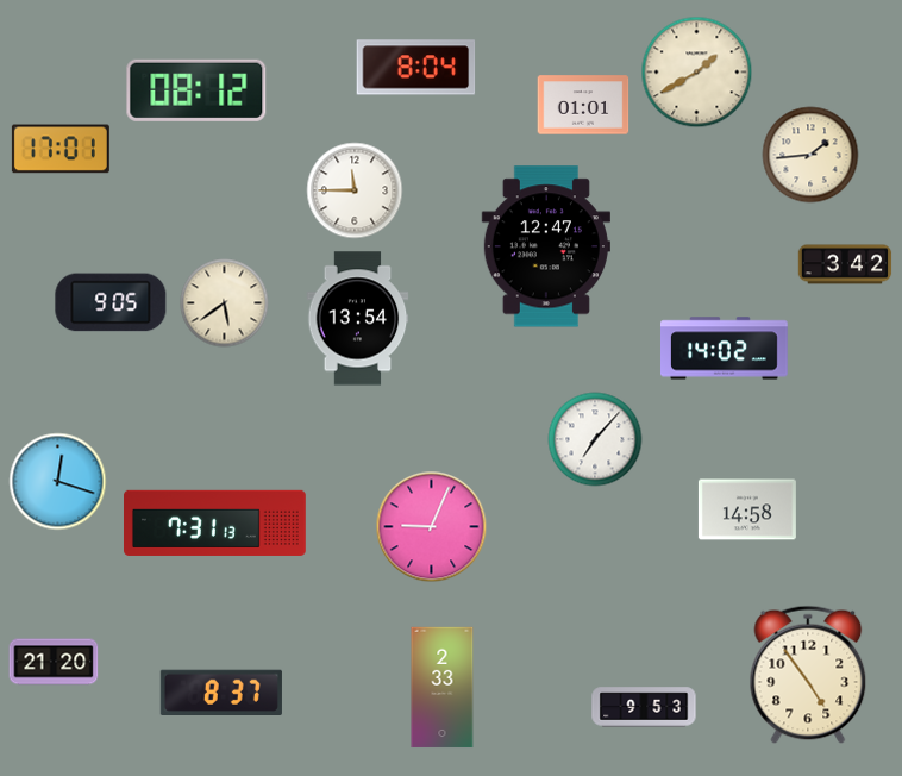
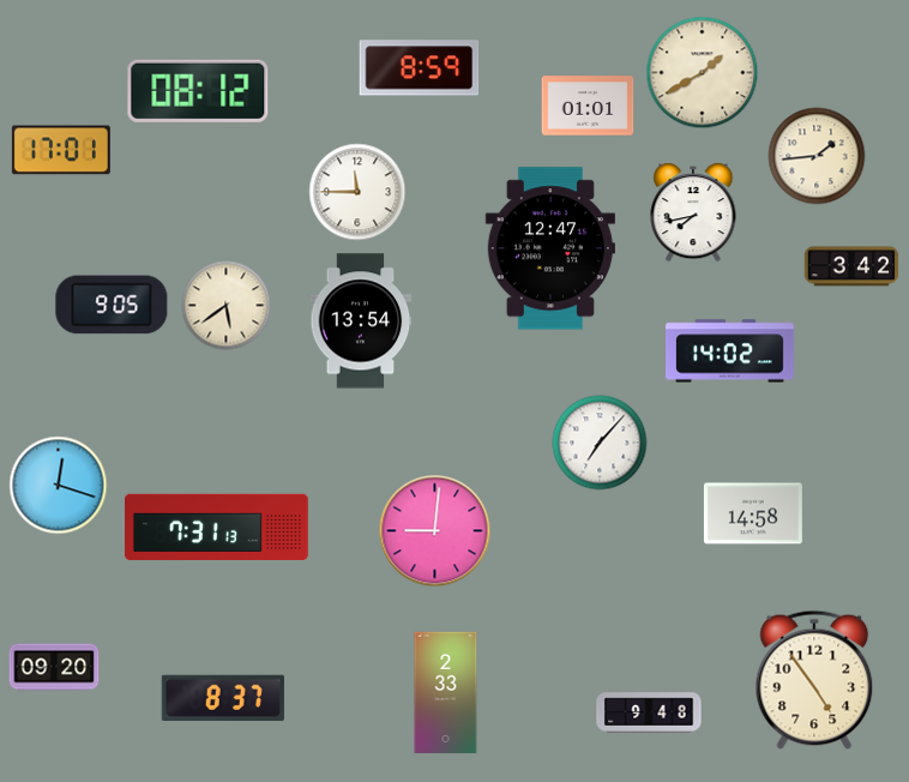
clock at (416, 68): 8:04 -> 8:59
clock at (693, 212): none -> 7:43
clock at (432, 527): 9:04 -> 9:01
clock at (54, 662): 21:20 -> 09:20
clock at (644, 707): 9:53 -> 9:48
